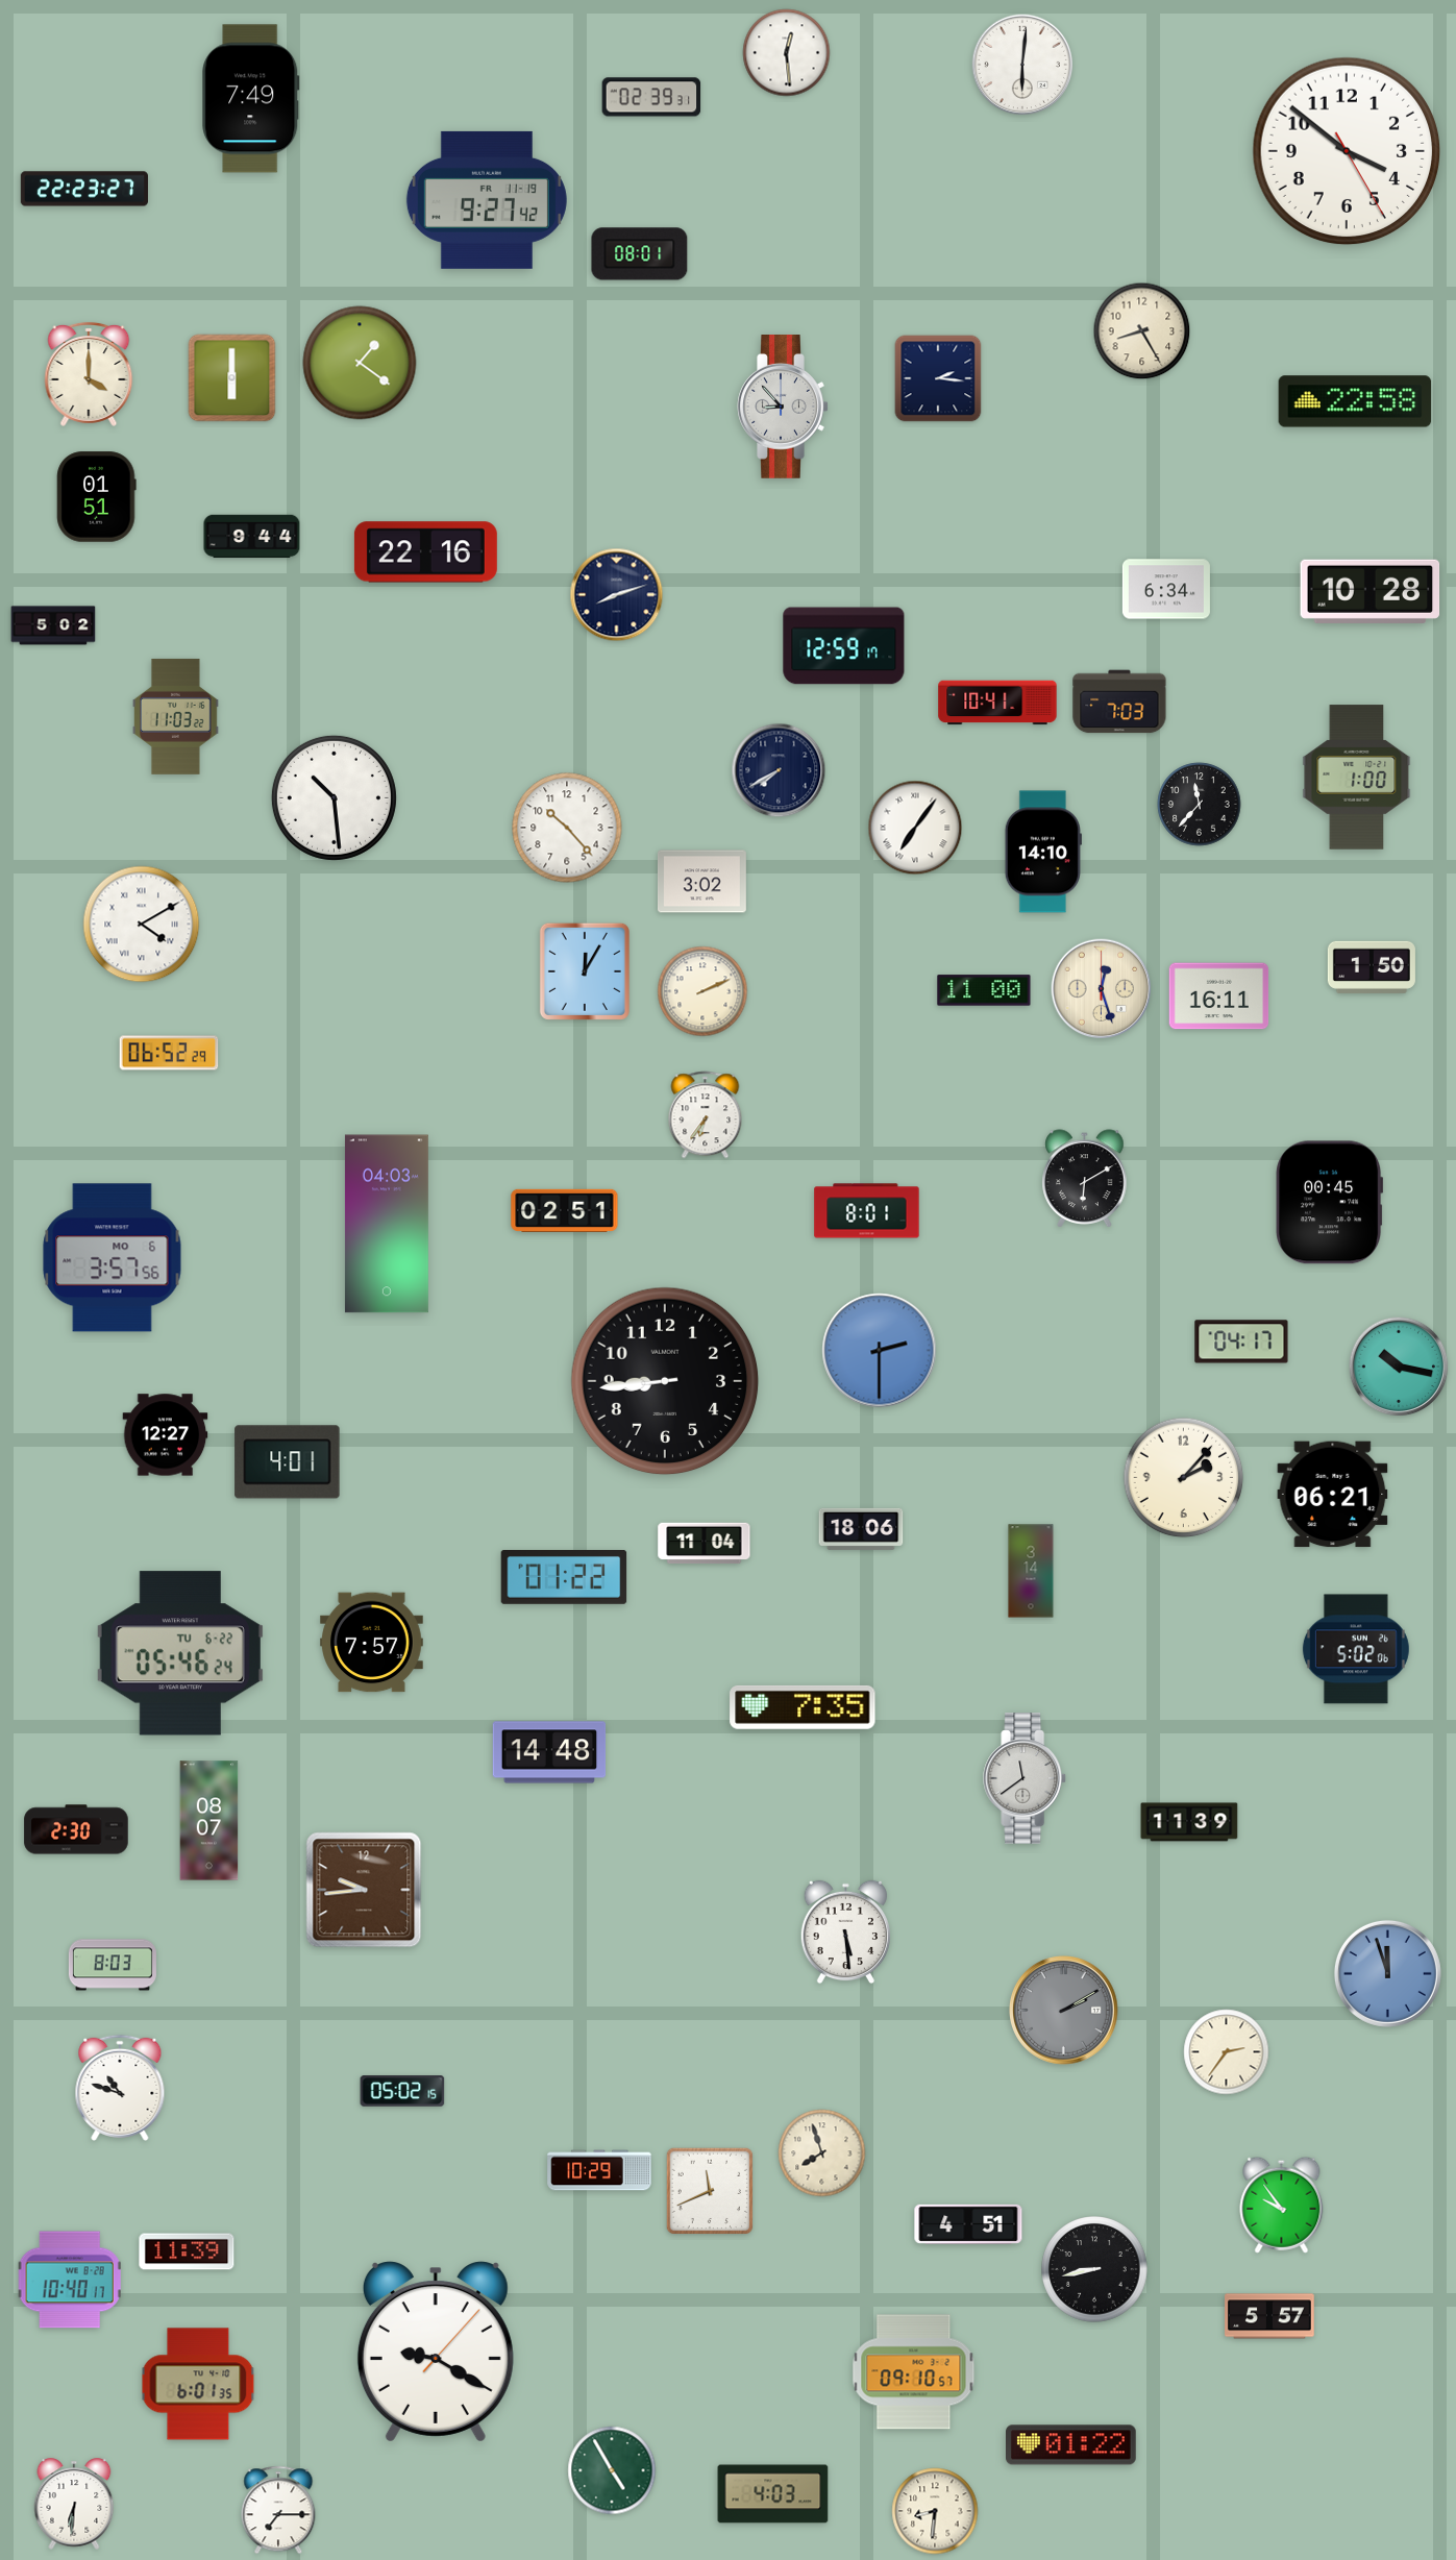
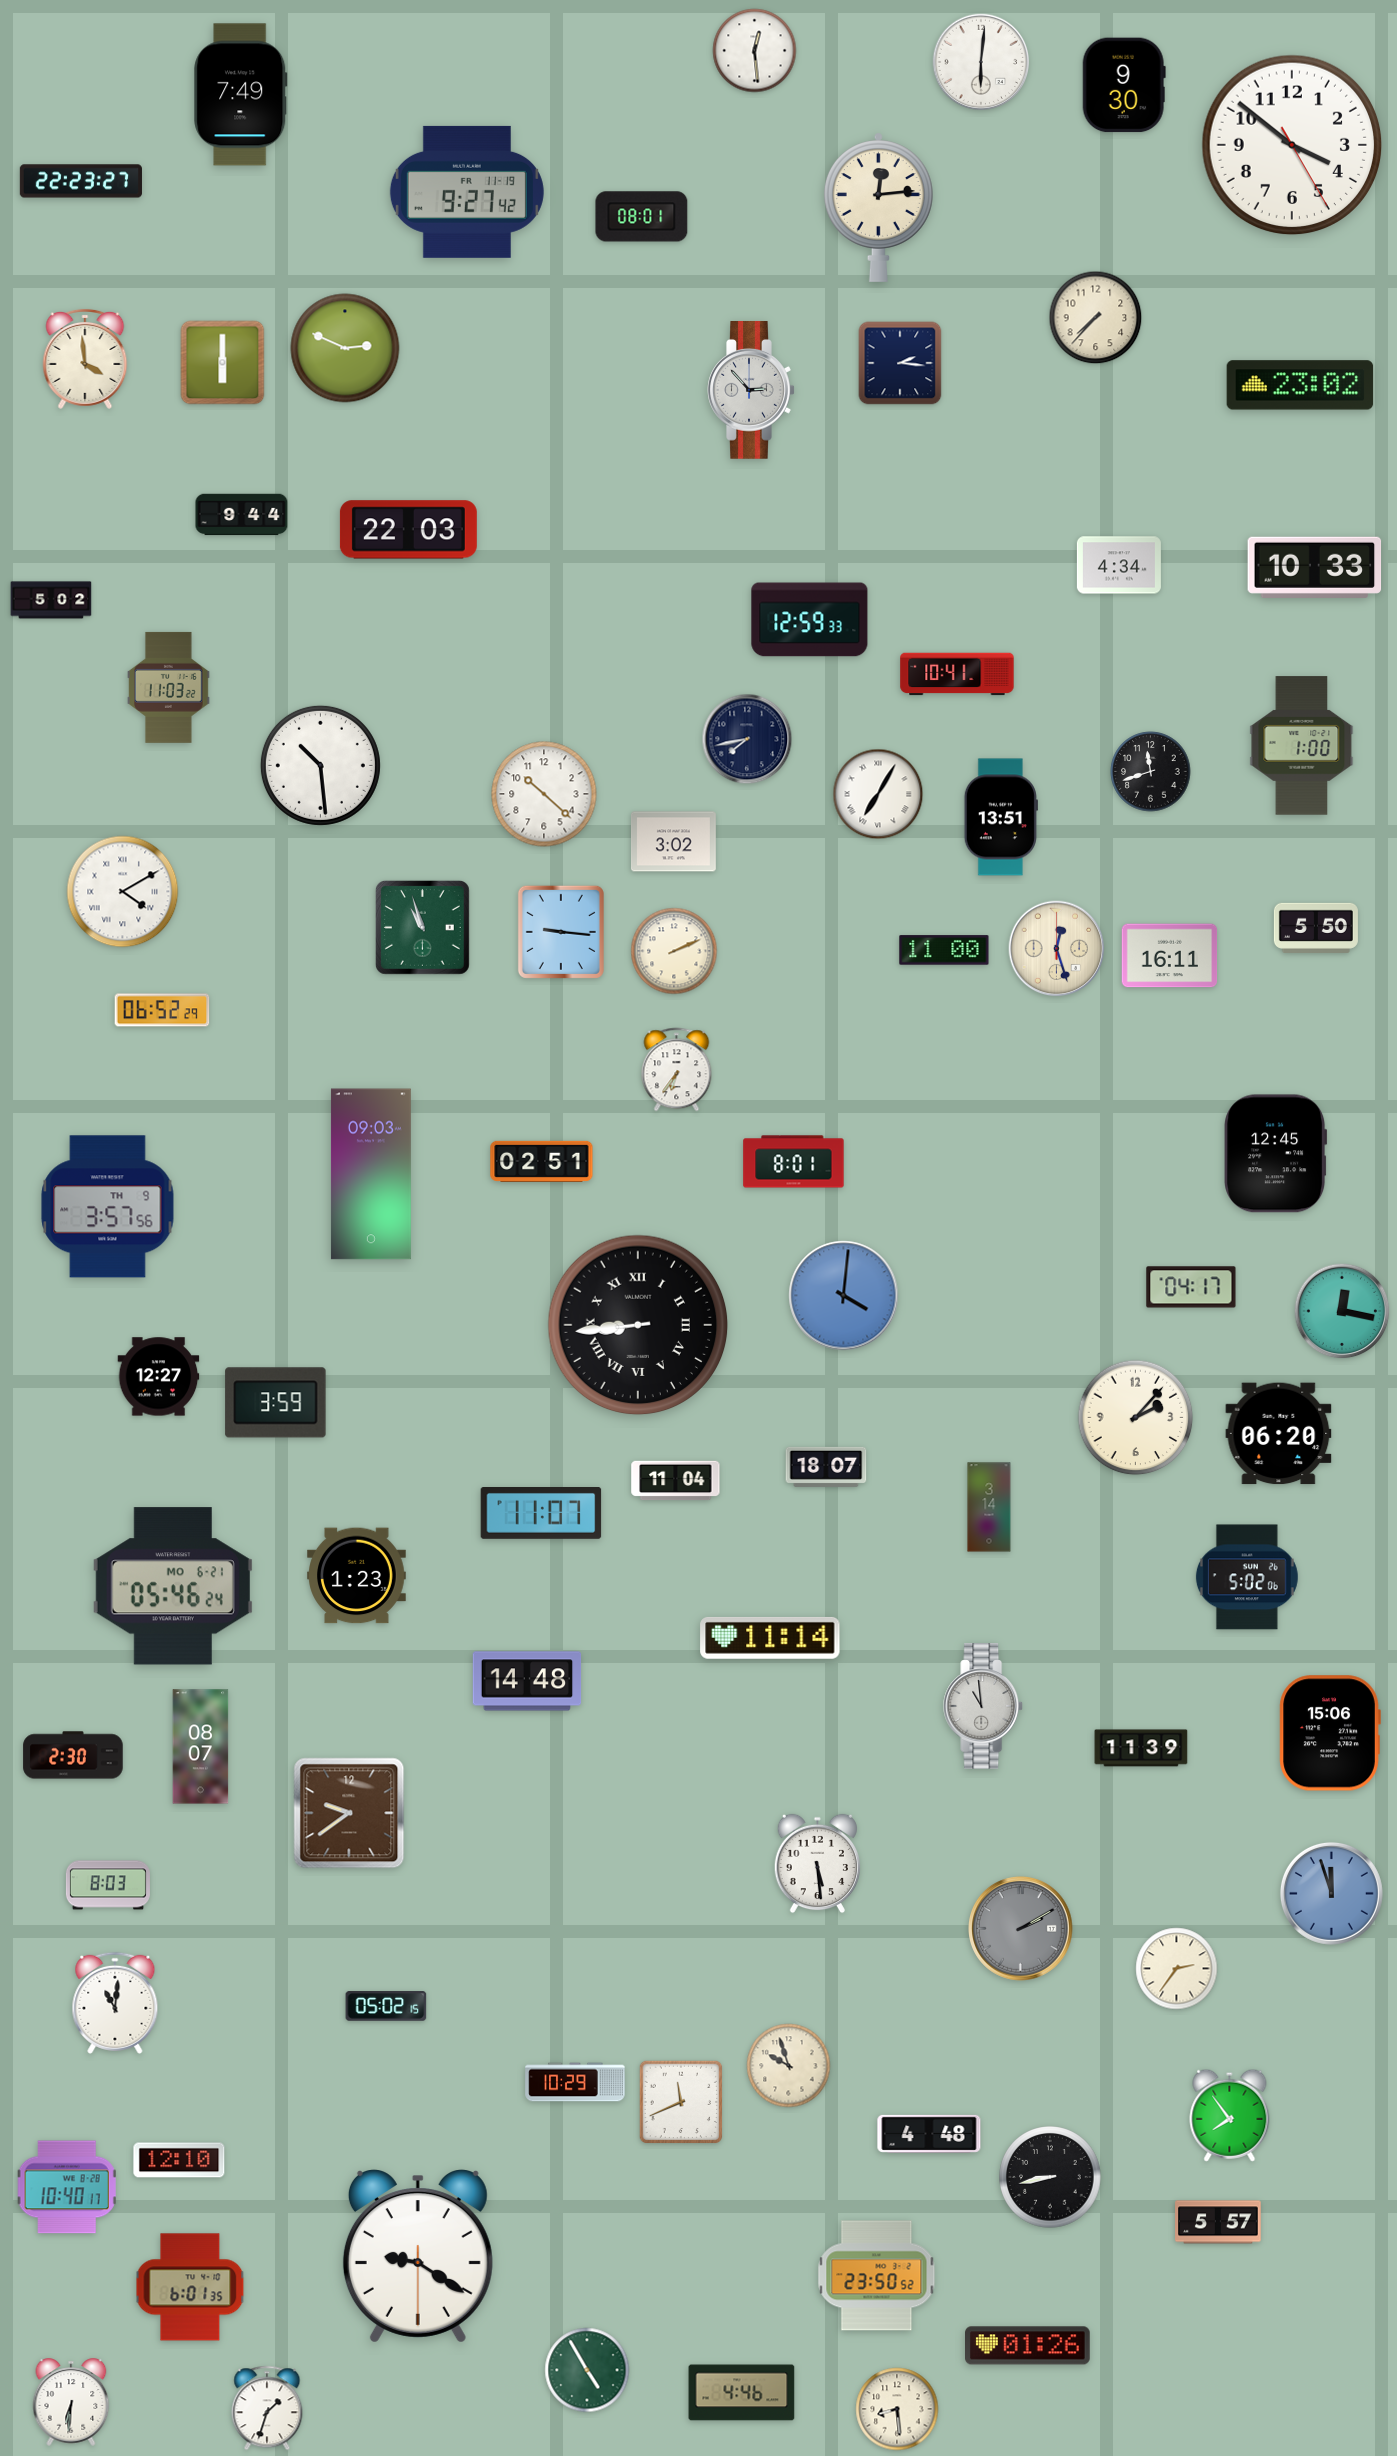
clock at (1124, 85): none -> 9:30
clock at (651, 97): 02:39 -> none
clock at (878, 207): none -> 12:14
clock at (640, 254) position: (640, 254) -> (642, 217)
clock at (1142, 331): 8:25 -> 7:37
clock at (360, 363): 1:21 -> 2:49
clock at (89, 374): 4:00 -> 3:59
clock at (1355, 401): 22:58 -> 23:02
clock at (783, 408): 8:53 -> 2:53
clock at (97, 497): 01:51 -> none
clock at (425, 552): 22:16 -> 22:03
clock at (1166, 589): 6:34 -> 4:34
clock at (1371, 591): 10:28 -> 10:33
clock at (617, 595): 8:12 -> none
clock at (844, 646): 12:59:17 -> 12:59:33
clock at (1119, 701): 7:03 -> none
clock at (779, 770): 7:40 -> 7:43
clock at (1200, 805): 11:37 -> 11:42
clock at (567, 828): 10:23 -> 10:22
clock at (915, 828): 7:06 -> 7:05
clock at (1043, 852): 14:10 -> 13:51
clock at (701, 882) position: (701, 882) -> (673, 842)
clock at (142, 925) position: (142, 925) -> (123, 892)
clock at (423, 928): none -> 10:57
clock at (1372, 967): 1:50 -> 5:50
clock at (585, 971): 12:05 -> 9:16
clock at (1085, 1179): 6:10 -> none
clock at (1330, 1203): 00:45 -> 12:45
clock at (867, 1211) position: (867, 1211) -> (794, 1162)
clock at (387, 1224): 04:03 -> 09:03
clock at (113, 1258) date: MO 6 -> TH 9
clock at (880, 1351): 2:30 -> 4:01
clock at (1399, 1367): 10:17 -> 12:17
clock at (665, 1381) numerals: Arabic -> Roman
clock at (288, 1462): 4:01 -> 3:59
clock at (1333, 1495): 06:21 -> 06:20
clock at (861, 1529): 18:06 -> 18:07
clock at (564, 1578): 01:22 -> 11:07
clock at (372, 1643): 7:57 -> 1:23
clock at (1356, 1649) position: (1356, 1649) -> (1247, 1577)
clock at (180, 1653) date: TU 6-22 -> MO 6-21
clock at (803, 1707): 7:35 -> 11:14
clock at (1026, 1778): 11:39 -> 10:59
clock at (1330, 1733): none -> 15:06
clock at (364, 1890): 9:44 -> 9:39
clock at (845, 1933) position: (845, 1933) -> (817, 1864)
clock at (120, 2088): 10:48 -> 11:01
clock at (822, 2153): 7:57 -> 9:57
clock at (1282, 2205): 9:54 -> 7:54
clock at (968, 2224): 4:51 -> 4:48
clock at (187, 2251): 11:39 -> 12:10
clock at (436, 2352): 9:20:07 -> 9:20:30
clock at (914, 2372): 09:10 -> 23:50
clock at (1071, 2445): 01:22 -> 01:26
clock at (773, 2494): 4:03 -> 4:46
clock at (278, 2510): 7:15 -> 1:33
clock at (935, 2511): 8:31 -> 8:29
